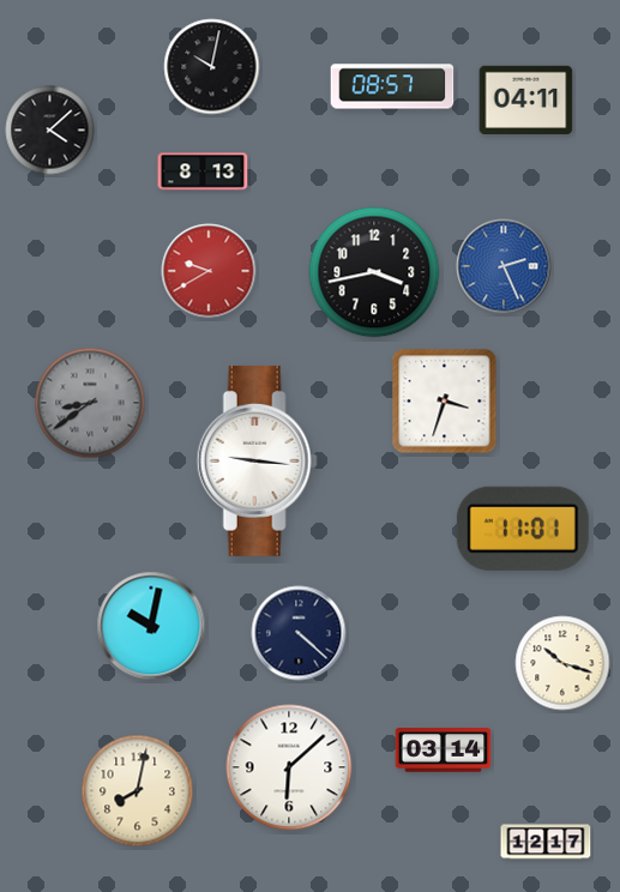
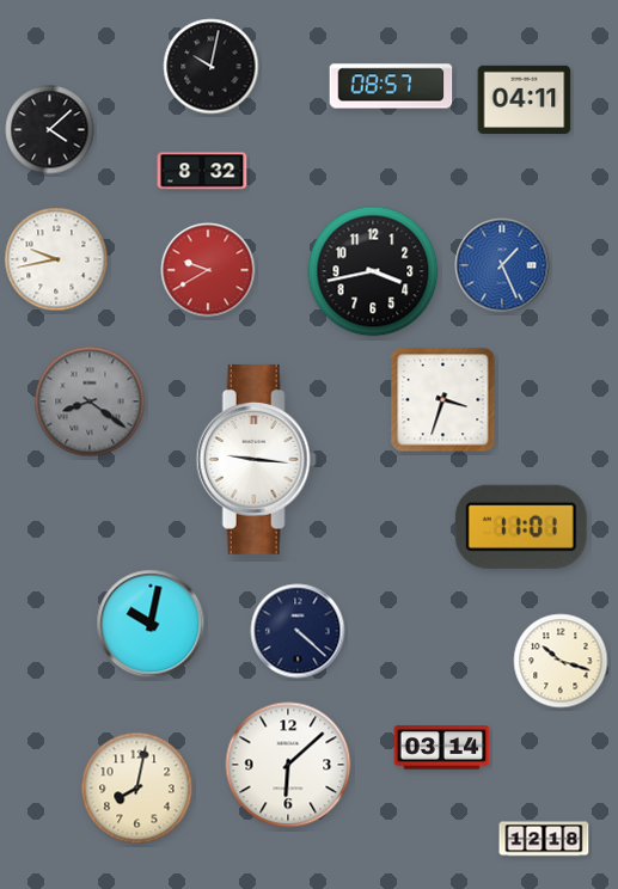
clock at (203, 171): 8:13 -> 8:32
clock at (56, 259): none -> 9:43
clock at (504, 266): 2:26 -> 1:26
clock at (90, 403): 8:39 -> 8:21
clock at (546, 842): 12:17 -> 12:18
